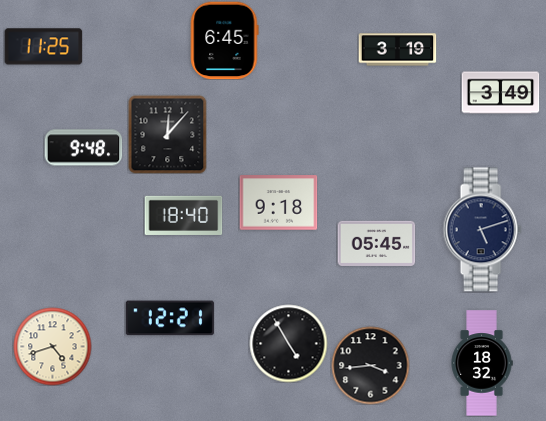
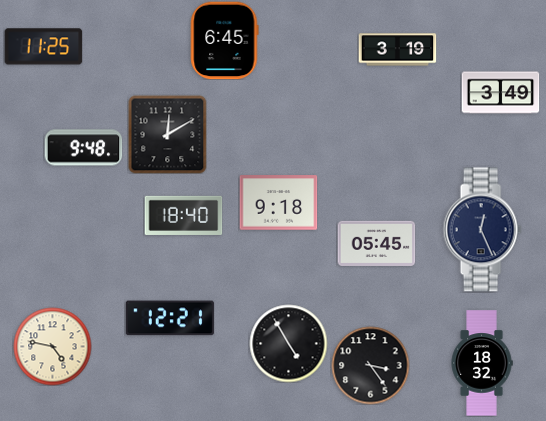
clock at (167, 134): 12:07 -> 12:10
clock at (482, 230): 5:12 -> 12:26
clock at (52, 346): 4:42 -> 4:47
clock at (370, 365): 3:44 -> 3:24
